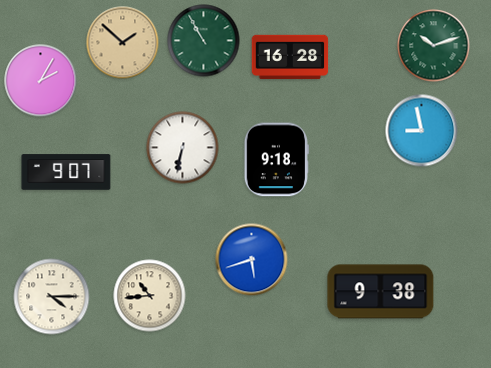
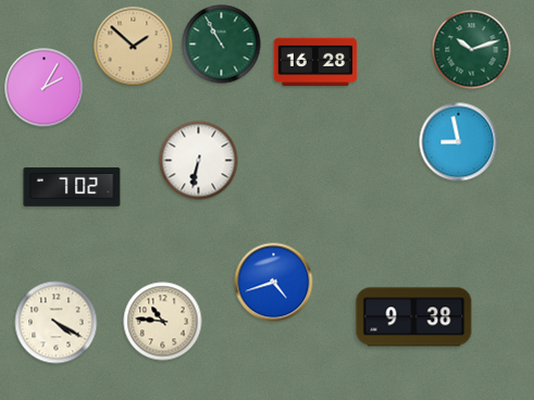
clock at (276, 160): 9:18 -> none
clock at (66, 172): 9:07 -> 7:02
clock at (252, 260): 5:42 -> 4:42
clock at (150, 296): 10:44 -> 10:46
clock at (52, 297): 4:15 -> 4:20
